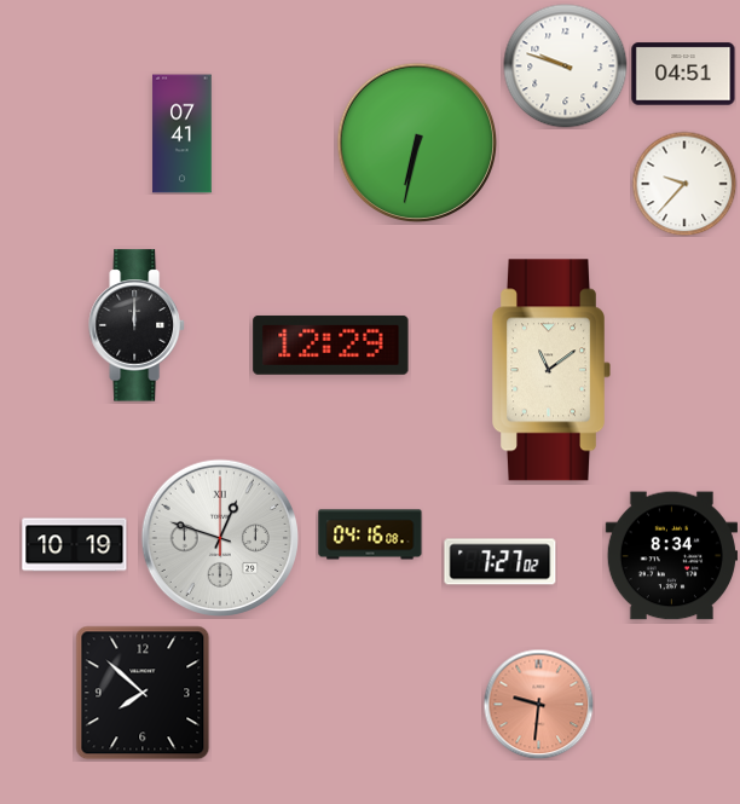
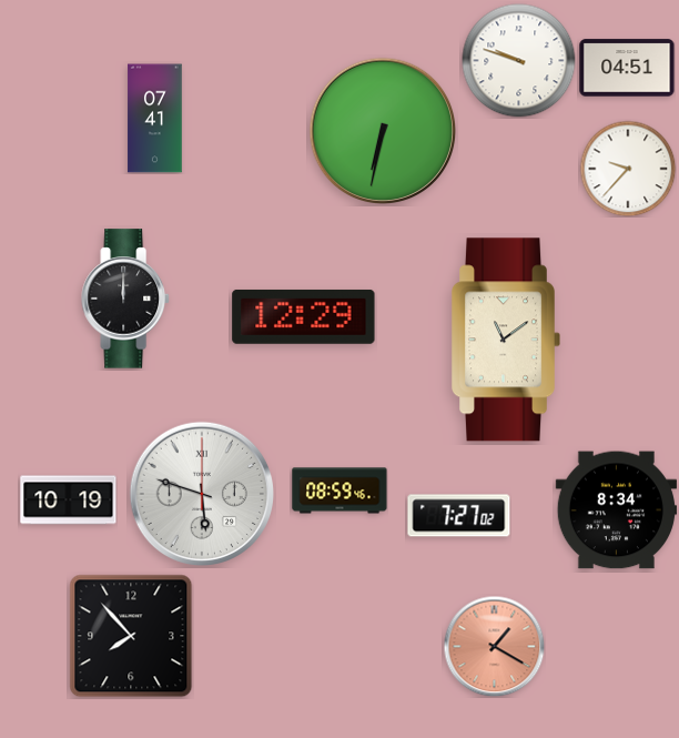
clock at (183, 134) position: (183, 134) -> (155, 119)
clock at (370, 534): 04:16 -> 08:59
clock at (219, 537): 12:48 -> 5:48
clock at (143, 693): 7:52 -> 7:53
clock at (538, 704): 9:31 -> 1:20
